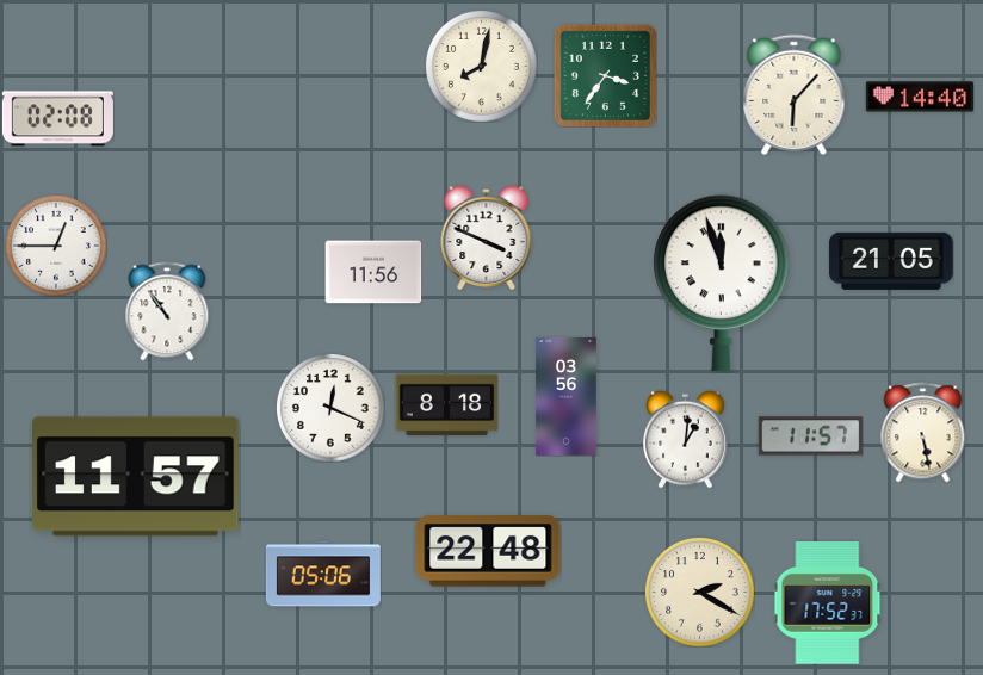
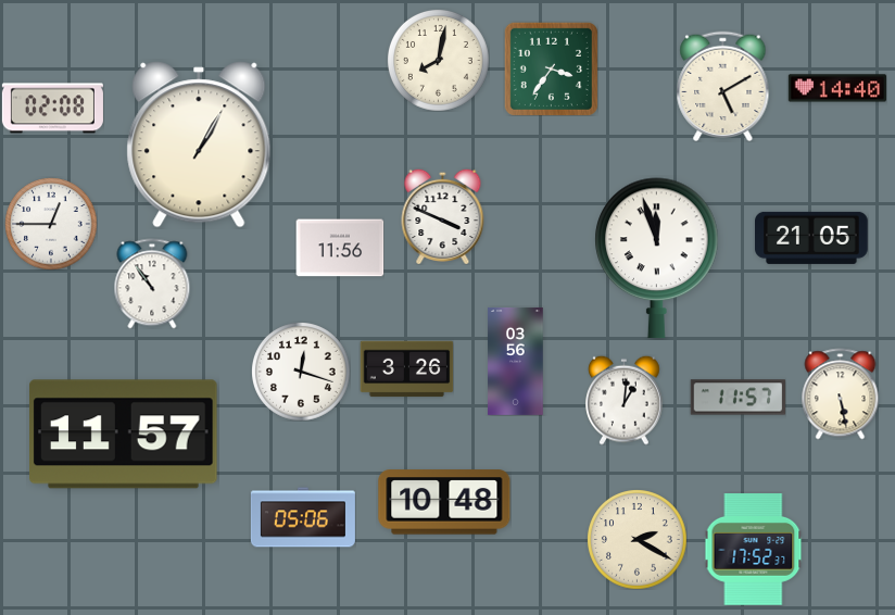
clock at (795, 94): 6:07 -> 5:10
clock at (199, 145): none -> 1:05
clock at (446, 405): 8:18 -> 3:26
clock at (330, 408): 12:19 -> 12:18
clock at (488, 551): 22:48 -> 10:48
clock at (323, 574) position: (323, 574) -> (303, 517)
